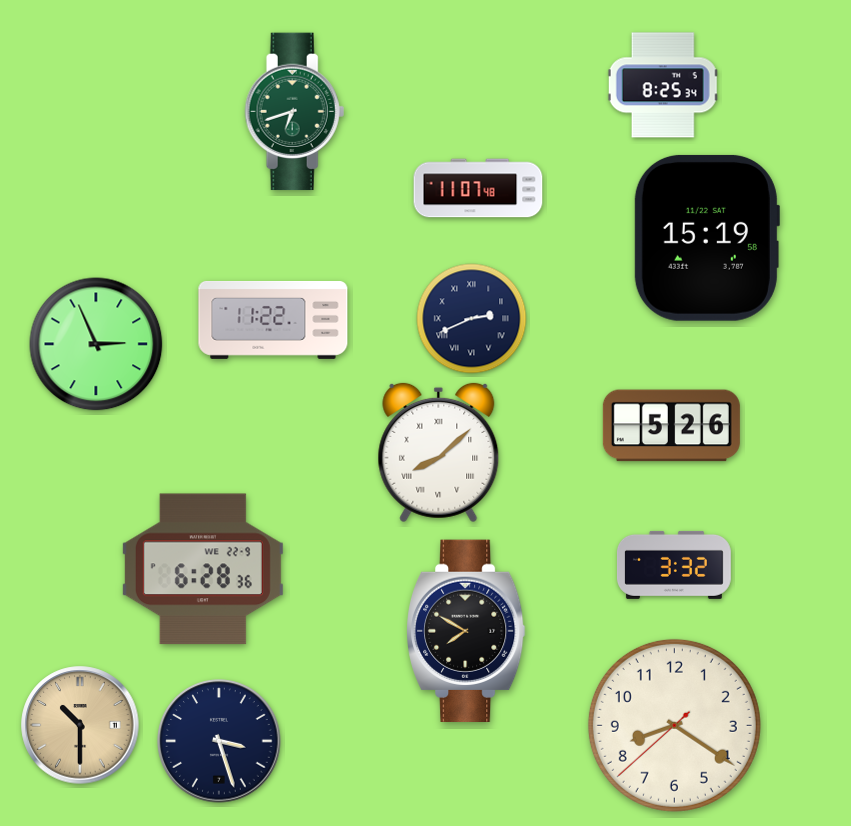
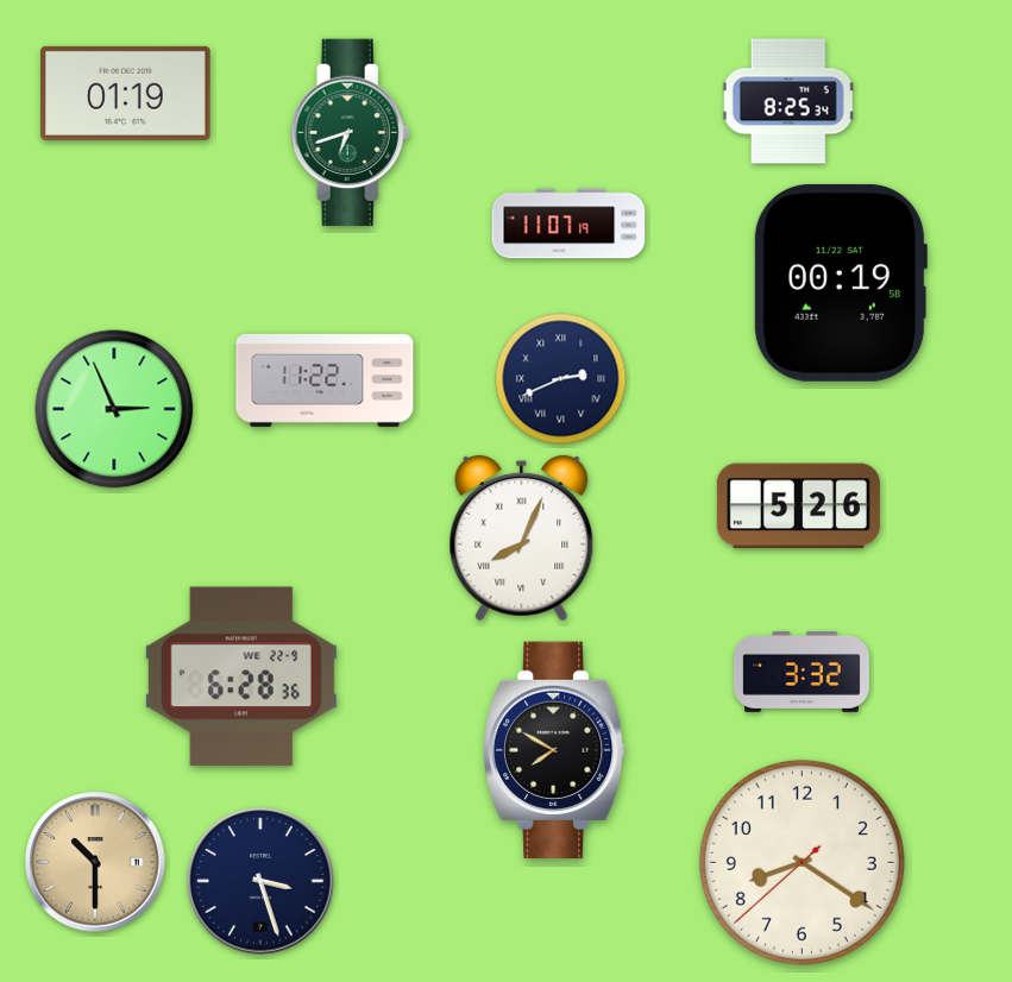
clock at (126, 93): none -> 01:19
clock at (478, 188): 11:07:48 -> 11:07:19
clock at (706, 238): 15:19 -> 00:19
clock at (439, 453): 8:08 -> 8:04
